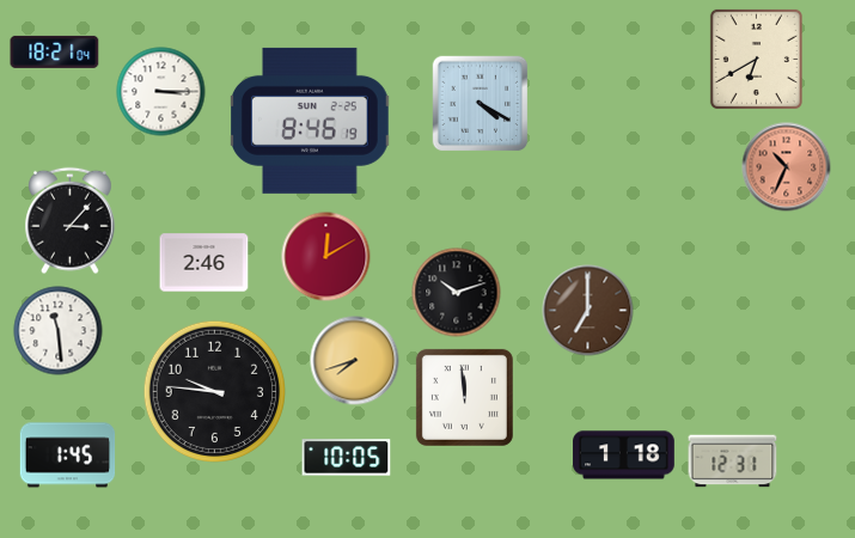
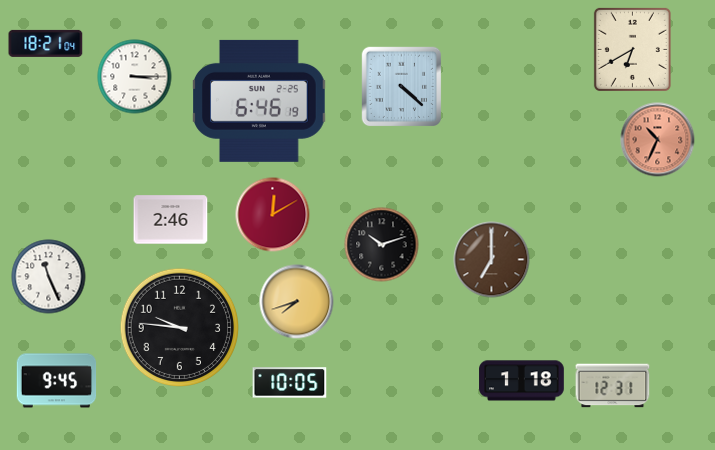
clock at (481, 104): 4:20 -> 4:22
clock at (310, 121): 8:46 -> 6:46
clock at (71, 221): 3:07 -> none
clock at (59, 331): 11:29 -> 11:26
clock at (464, 397): 11:59 -> none
clock at (68, 456): 1:45 -> 9:45
